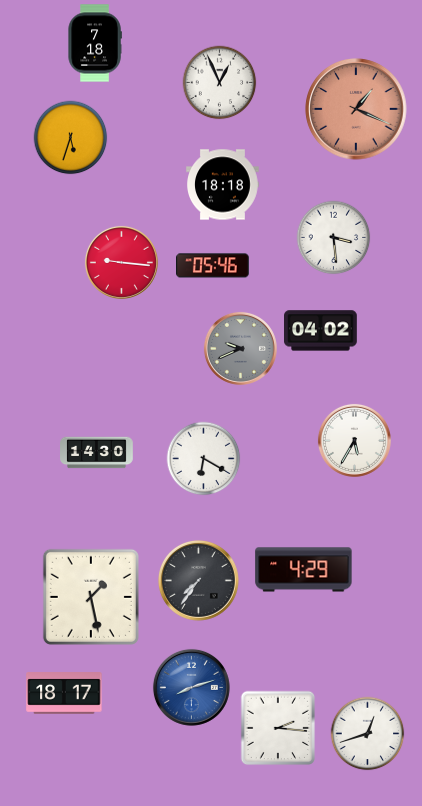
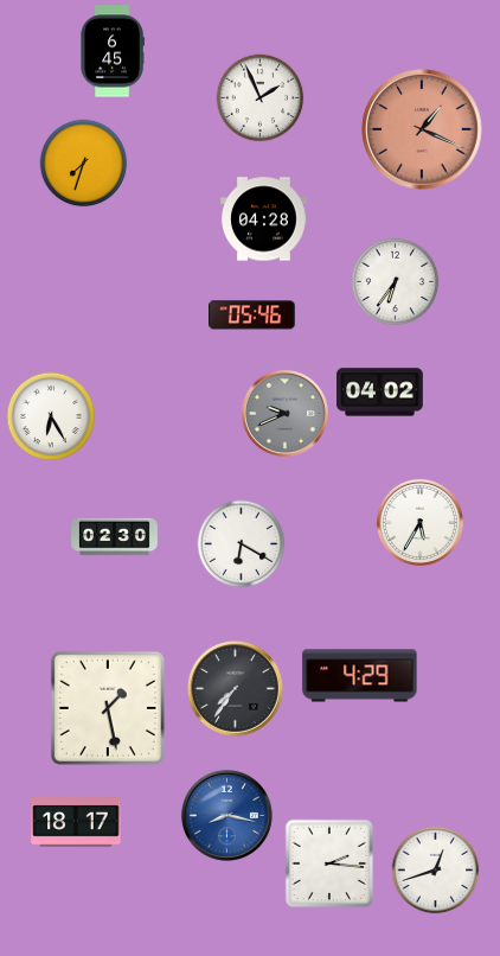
clock at (95, 43): 7:18 -> 6:45
clock at (220, 83): 12:56 -> 1:56
clock at (71, 138): 5:33 -> 7:33
clock at (223, 185): 18:18 -> 04:28
clock at (334, 238): 3:29 -> 6:36
clock at (121, 262): 9:16 -> none
clock at (51, 416): none -> 6:25
clock at (97, 453): 14:30 -> 02:30
clock at (191, 687): 8:12 -> 8:17
